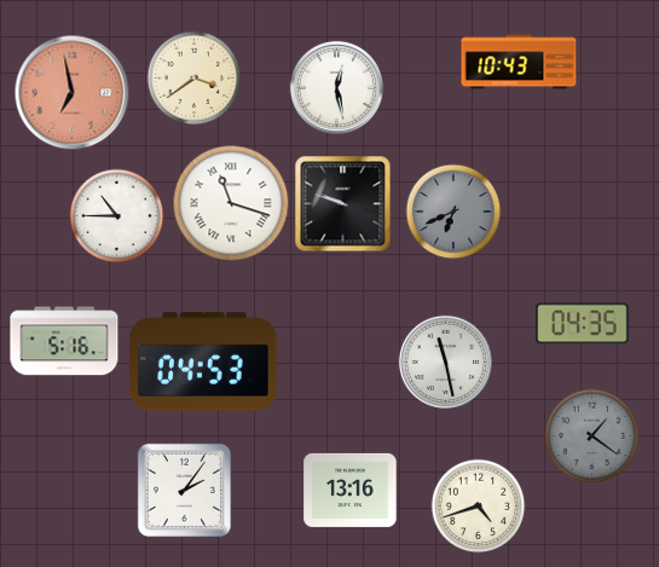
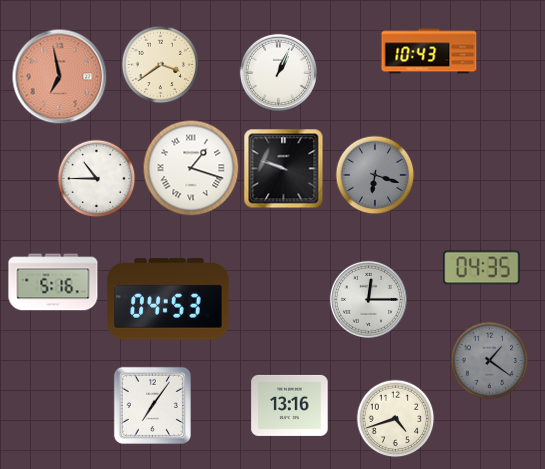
clock at (336, 87): 12:28 -> 1:04
clock at (231, 203): 11:18 -> 1:18
clock at (453, 212): 6:41 -> 6:18
clock at (445, 361): 11:28 -> 12:15
clock at (184, 490): 2:06 -> 7:06
